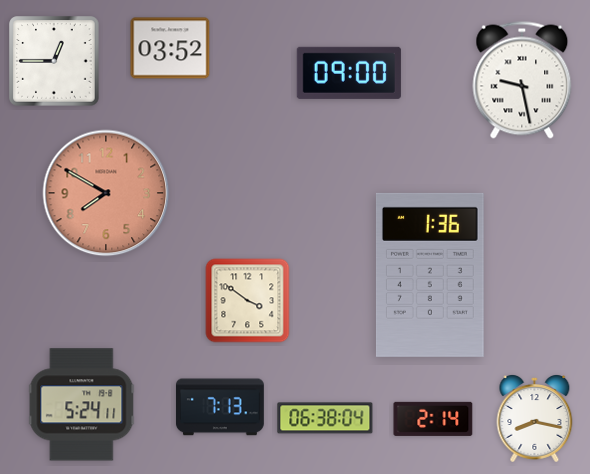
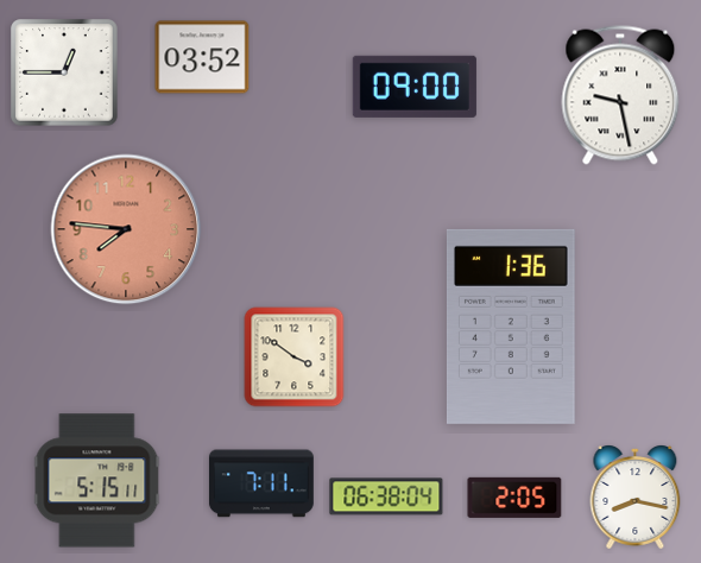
clock at (106, 193): 7:50 -> 7:46
clock at (82, 405): 5:24 -> 5:15
clock at (220, 407): 7:13 -> 7:11
clock at (433, 419): 2:14 -> 2:05
